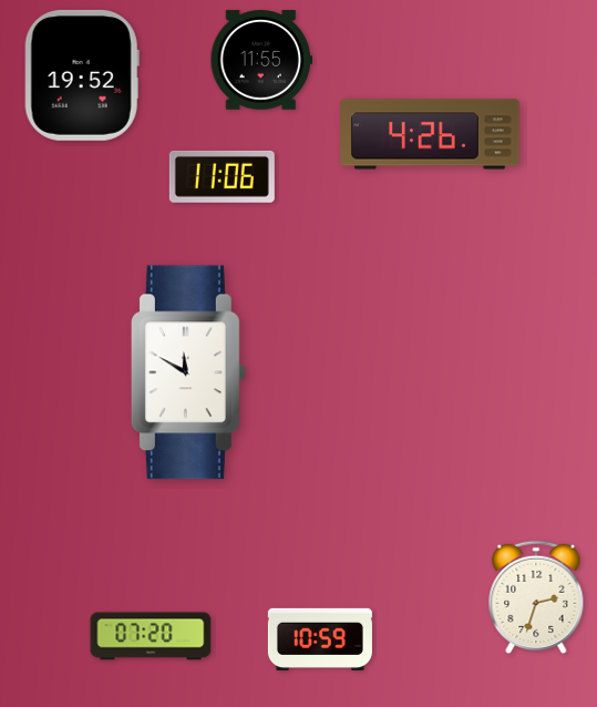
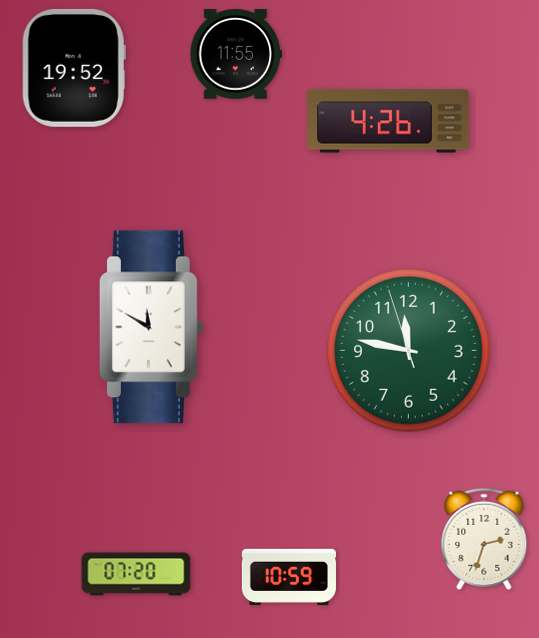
clock at (222, 176): 11:06 -> none
clock at (188, 372) position: (188, 372) -> (151, 327)
clock at (409, 351): none -> 11:46
